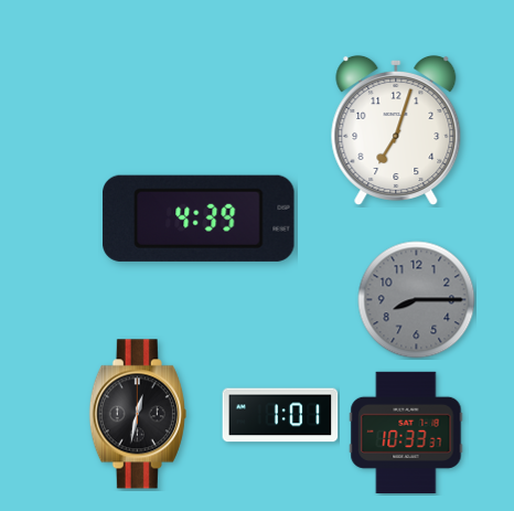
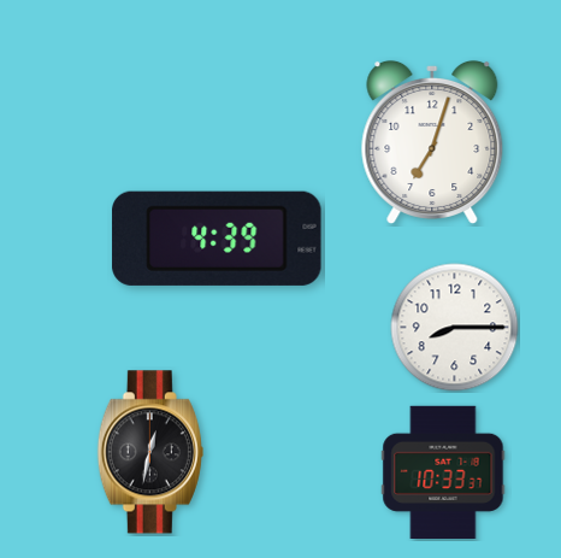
clock at (417, 300) dial: grey -> white
clock at (280, 415): 1:01 -> none
